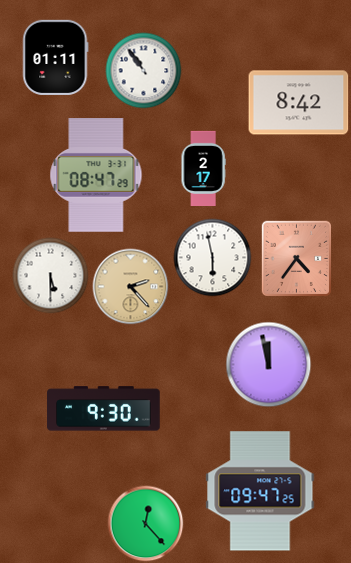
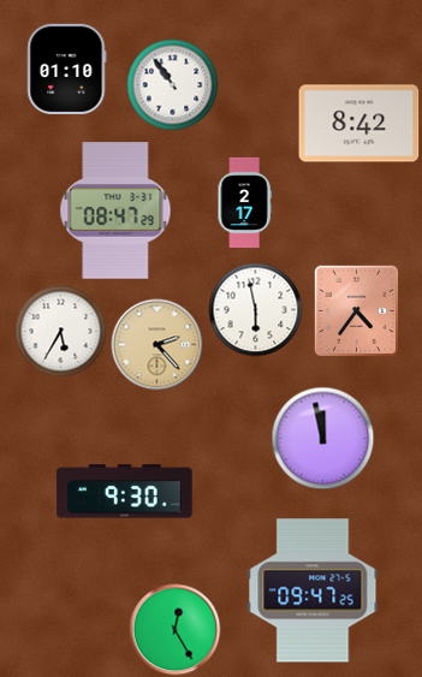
clock at (56, 57): 01:11 -> 01:10
clock at (51, 276): 5:30 -> 5:35
clock at (146, 524): 12:23 -> 12:25
